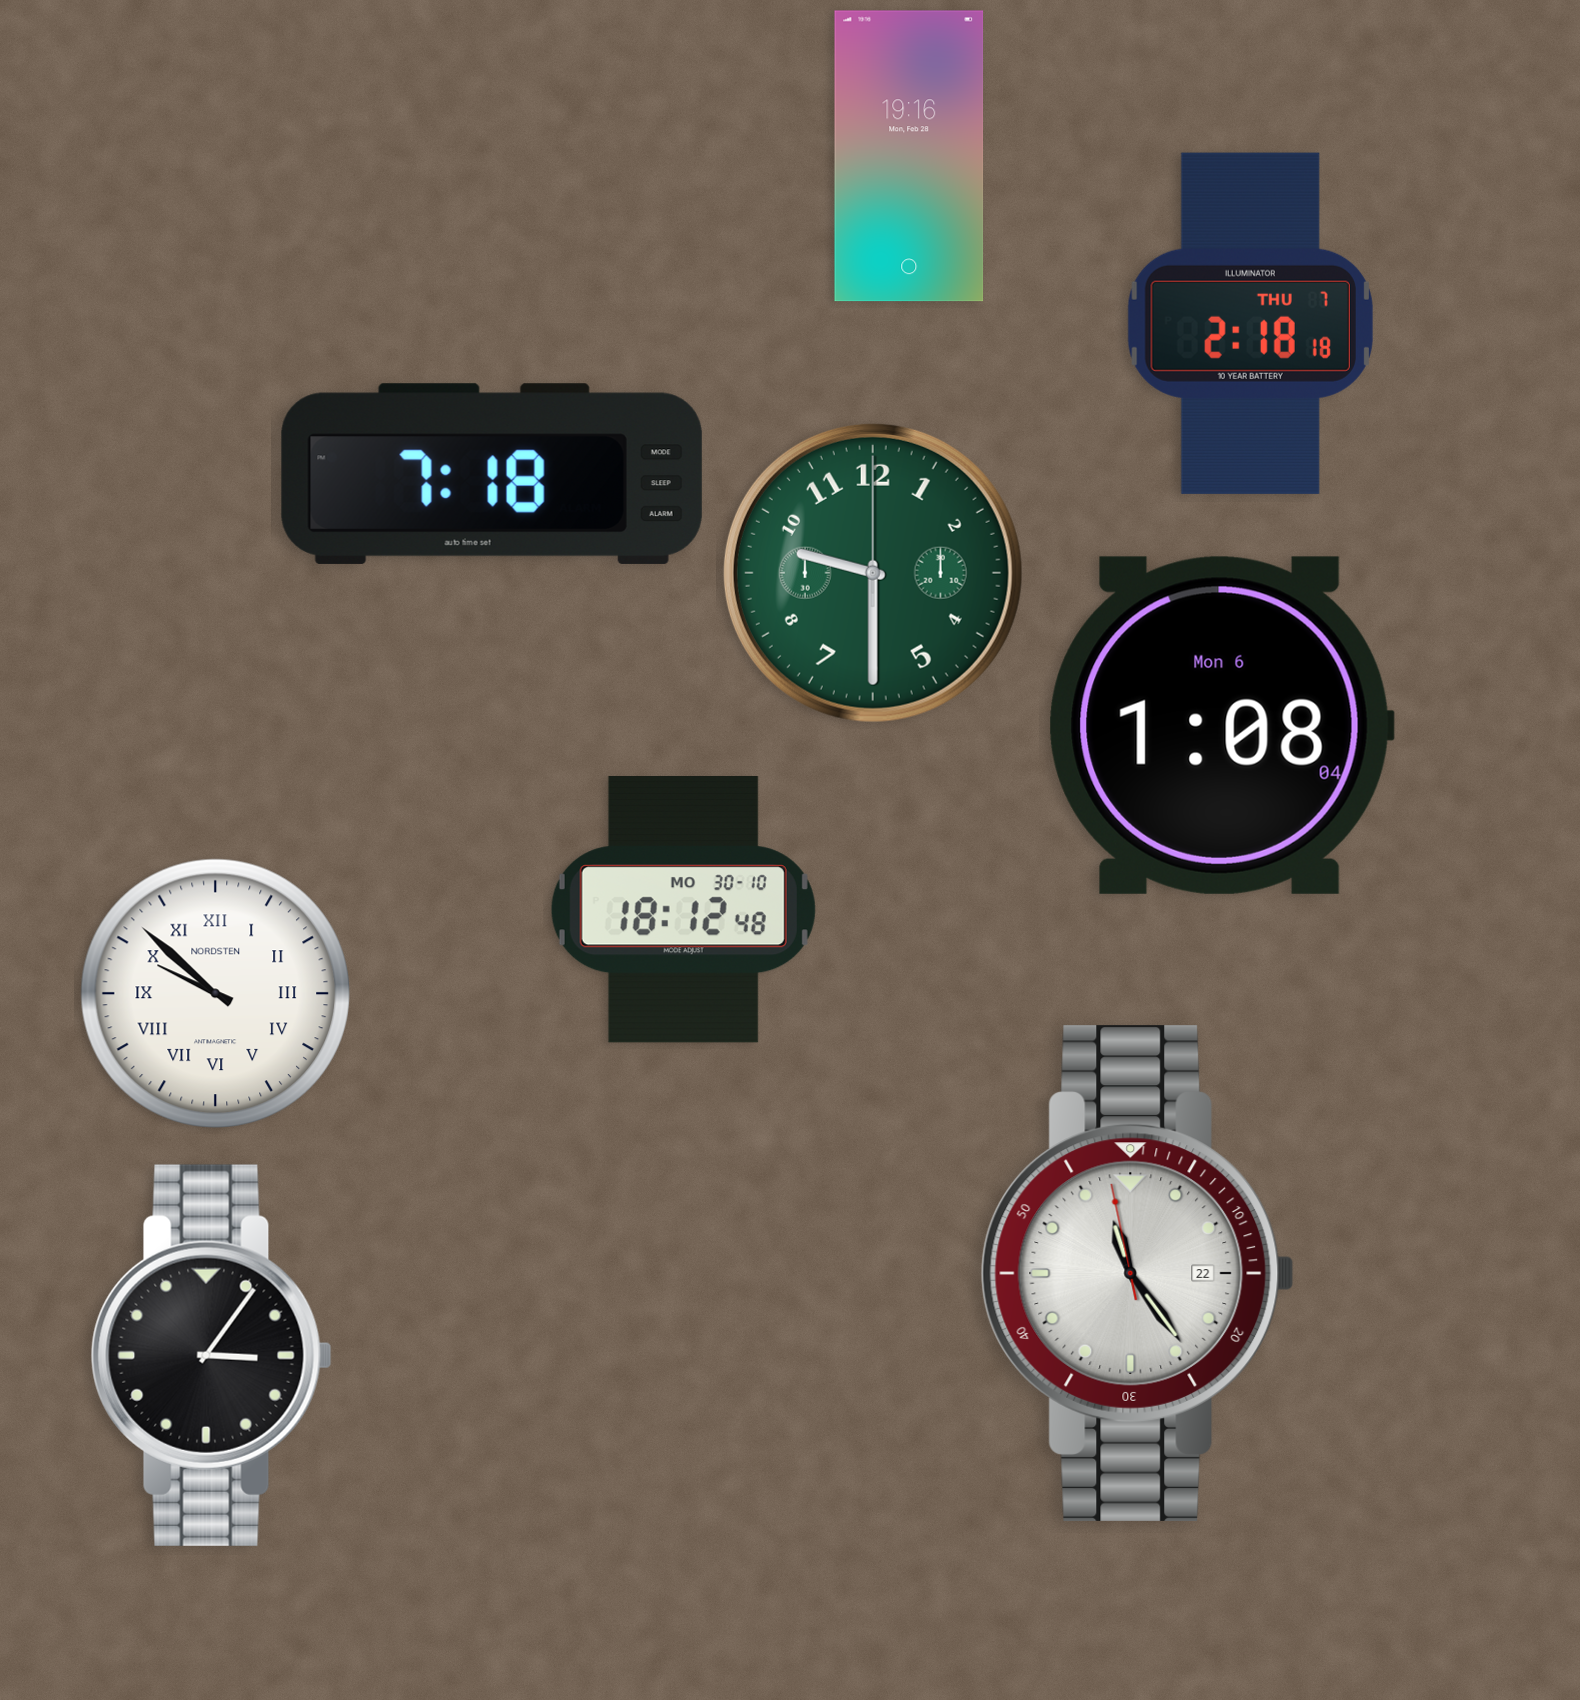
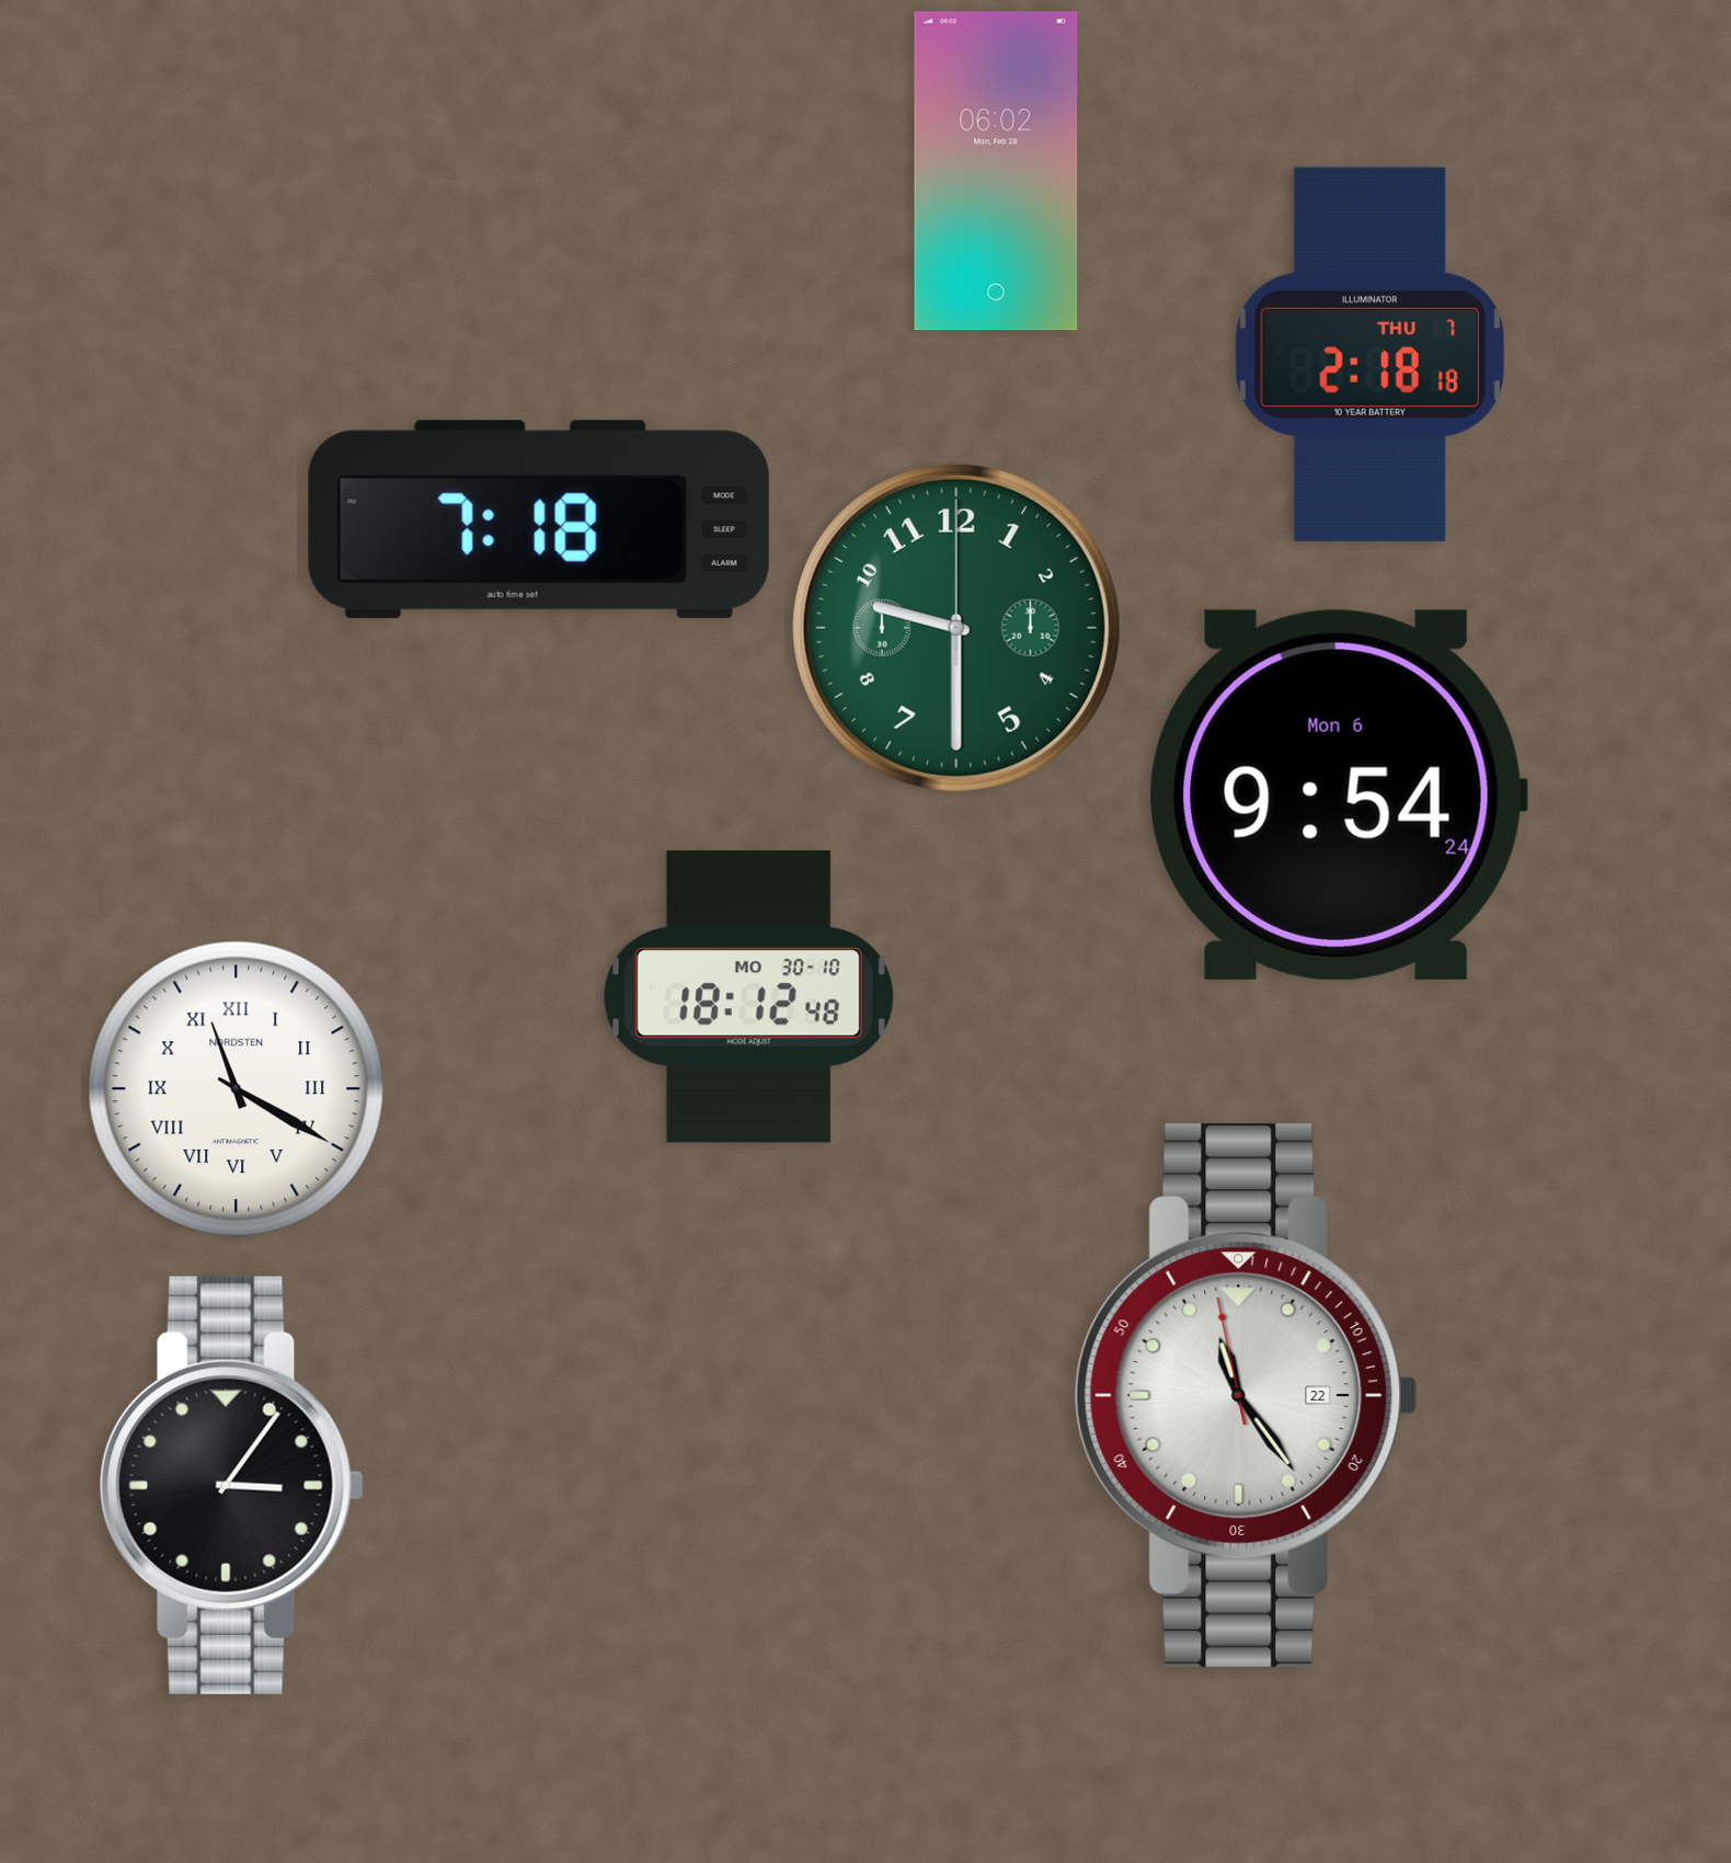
clock at (909, 156): 19:16 -> 06:02
clock at (1221, 725): 1:08 -> 9:54
clock at (215, 993): 9:52 -> 11:20
